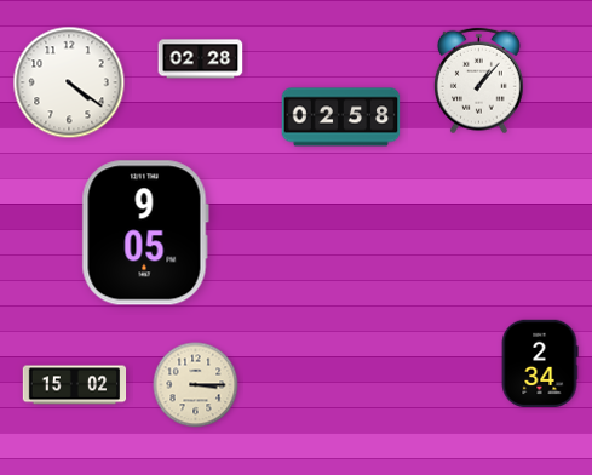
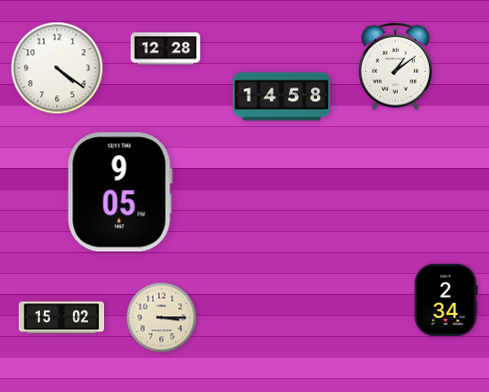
clock at (201, 59): 02:28 -> 12:28
clock at (479, 81): 1:07 -> 1:09
clock at (341, 118): 02:58 -> 14:58
